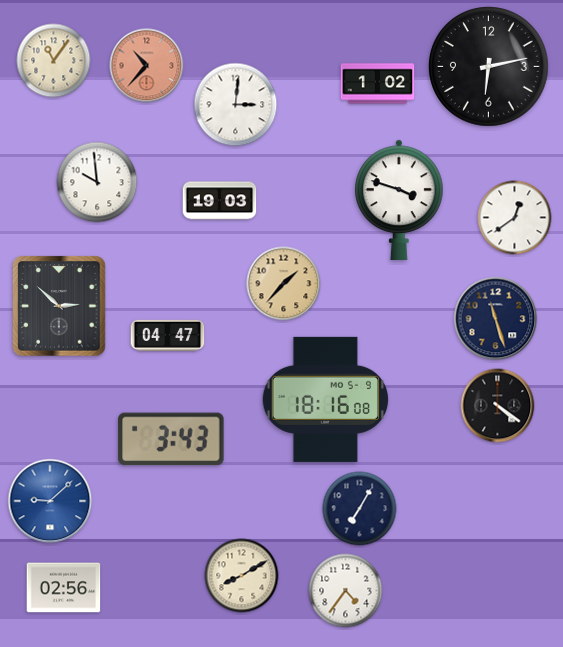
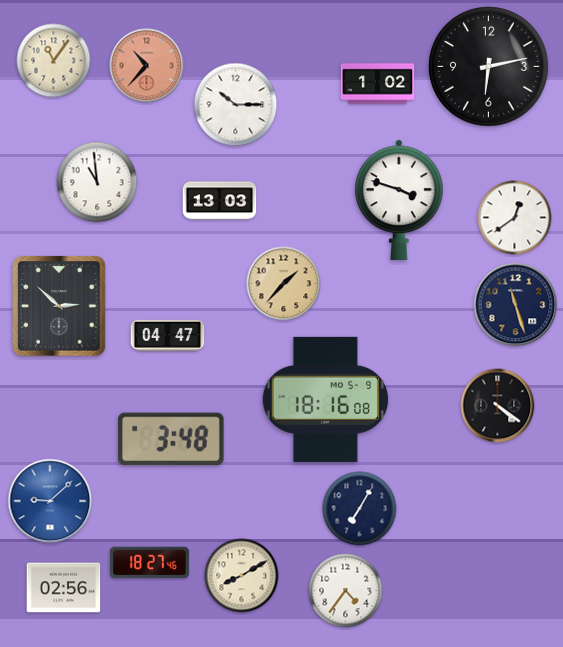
clock at (236, 105): 3:01 -> 10:15
clock at (97, 182): 9:59 -> 10:59
clock at (220, 201): 19:03 -> 13:03
clock at (496, 319) position: (496, 319) -> (516, 305)
clock at (171, 439): 3:43 -> 3:48
clock at (149, 563): none -> 18:27
